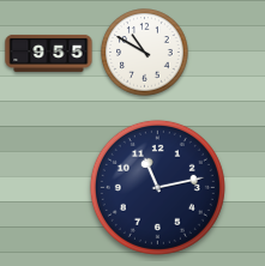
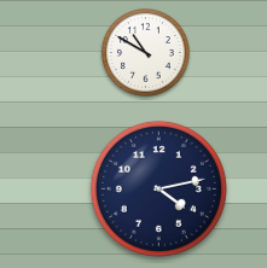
clock at (49, 53): 9:55 -> none
clock at (157, 187): 11:13 -> 4:13
